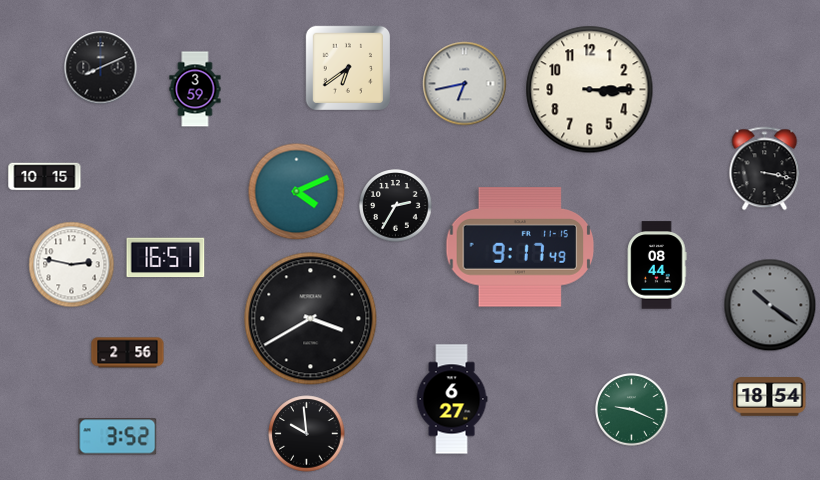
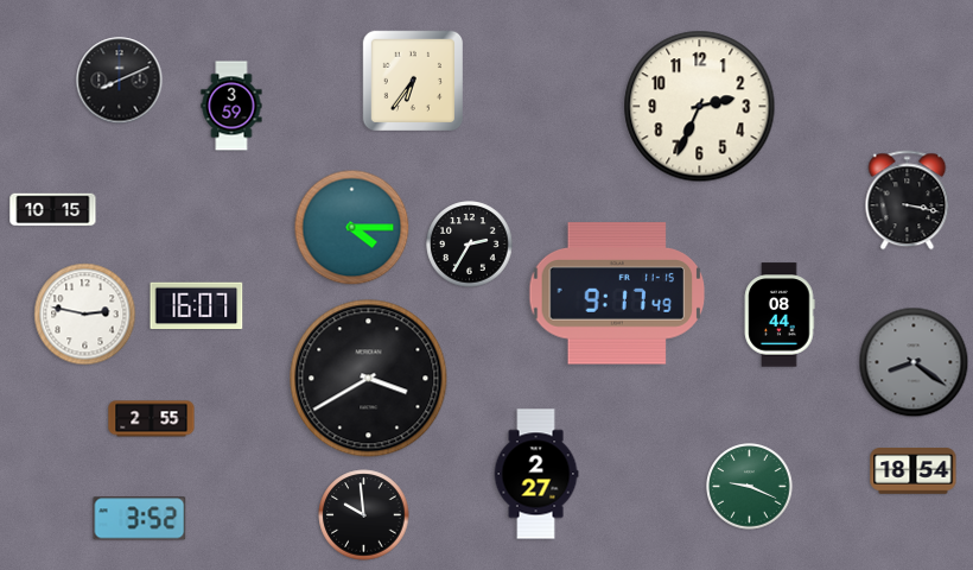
clock at (347, 67): 6:39 -> 6:36
clock at (465, 84): 6:43 -> none
clock at (590, 90): 3:15 -> 2:34
clock at (297, 192): 4:11 -> 4:15
clock at (166, 258): 16:51 -> 16:07
clock at (770, 305): 10:21 -> 8:21
clock at (128, 353): 2:56 -> 2:55
clock at (452, 399): 6:27 -> 2:27
